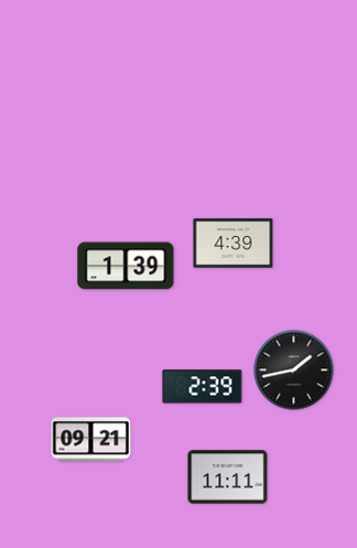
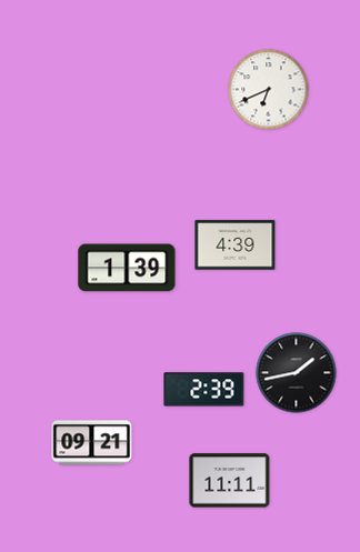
clock at (269, 90): none -> 6:41
